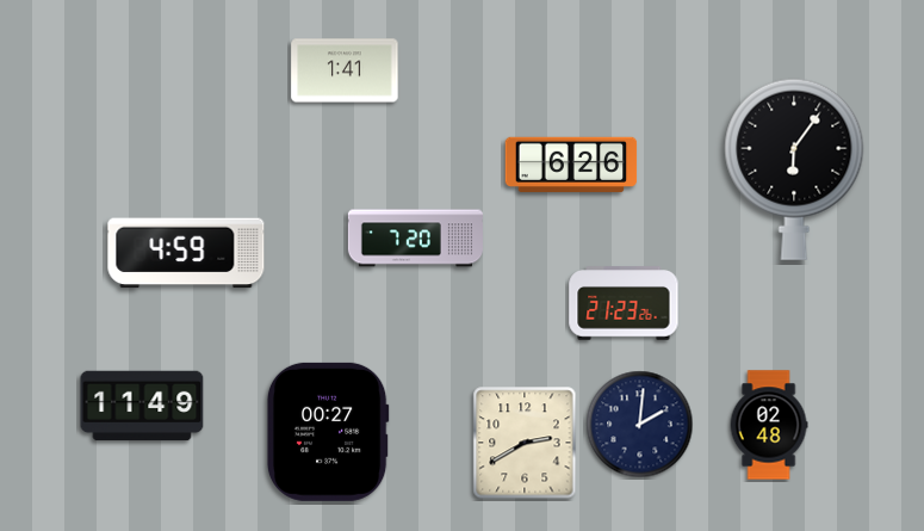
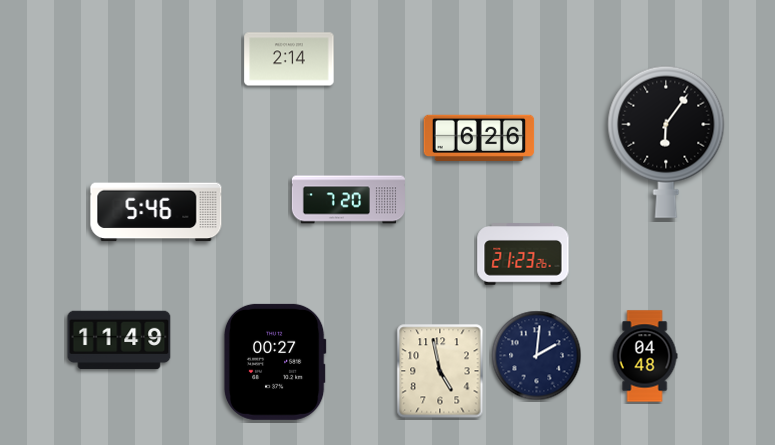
clock at (345, 70): 1:41 -> 2:14
clock at (186, 253): 4:59 -> 5:46
clock at (769, 425): 02:48 -> 04:48
clock at (525, 443): 2:40 -> 4:58
